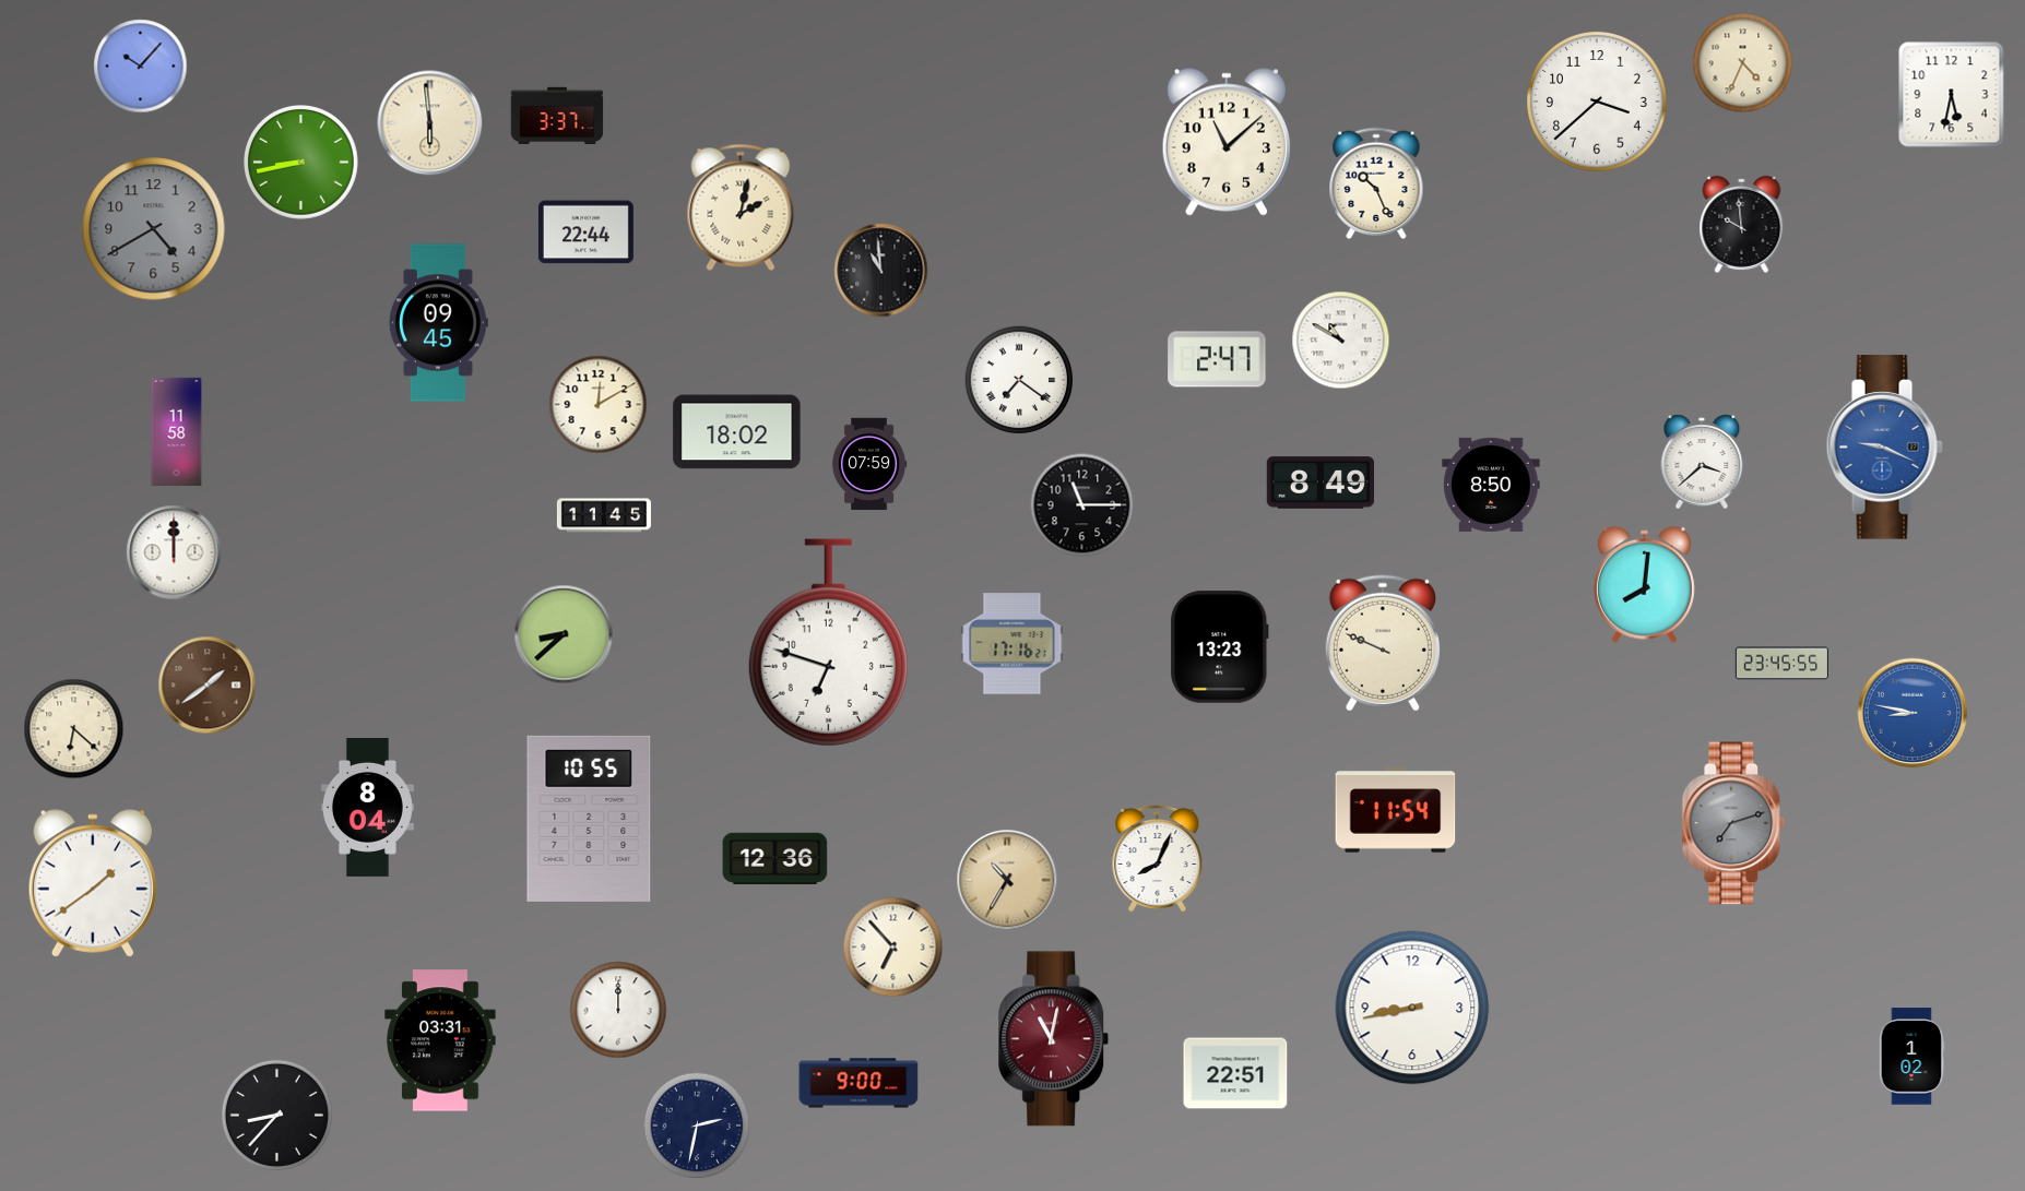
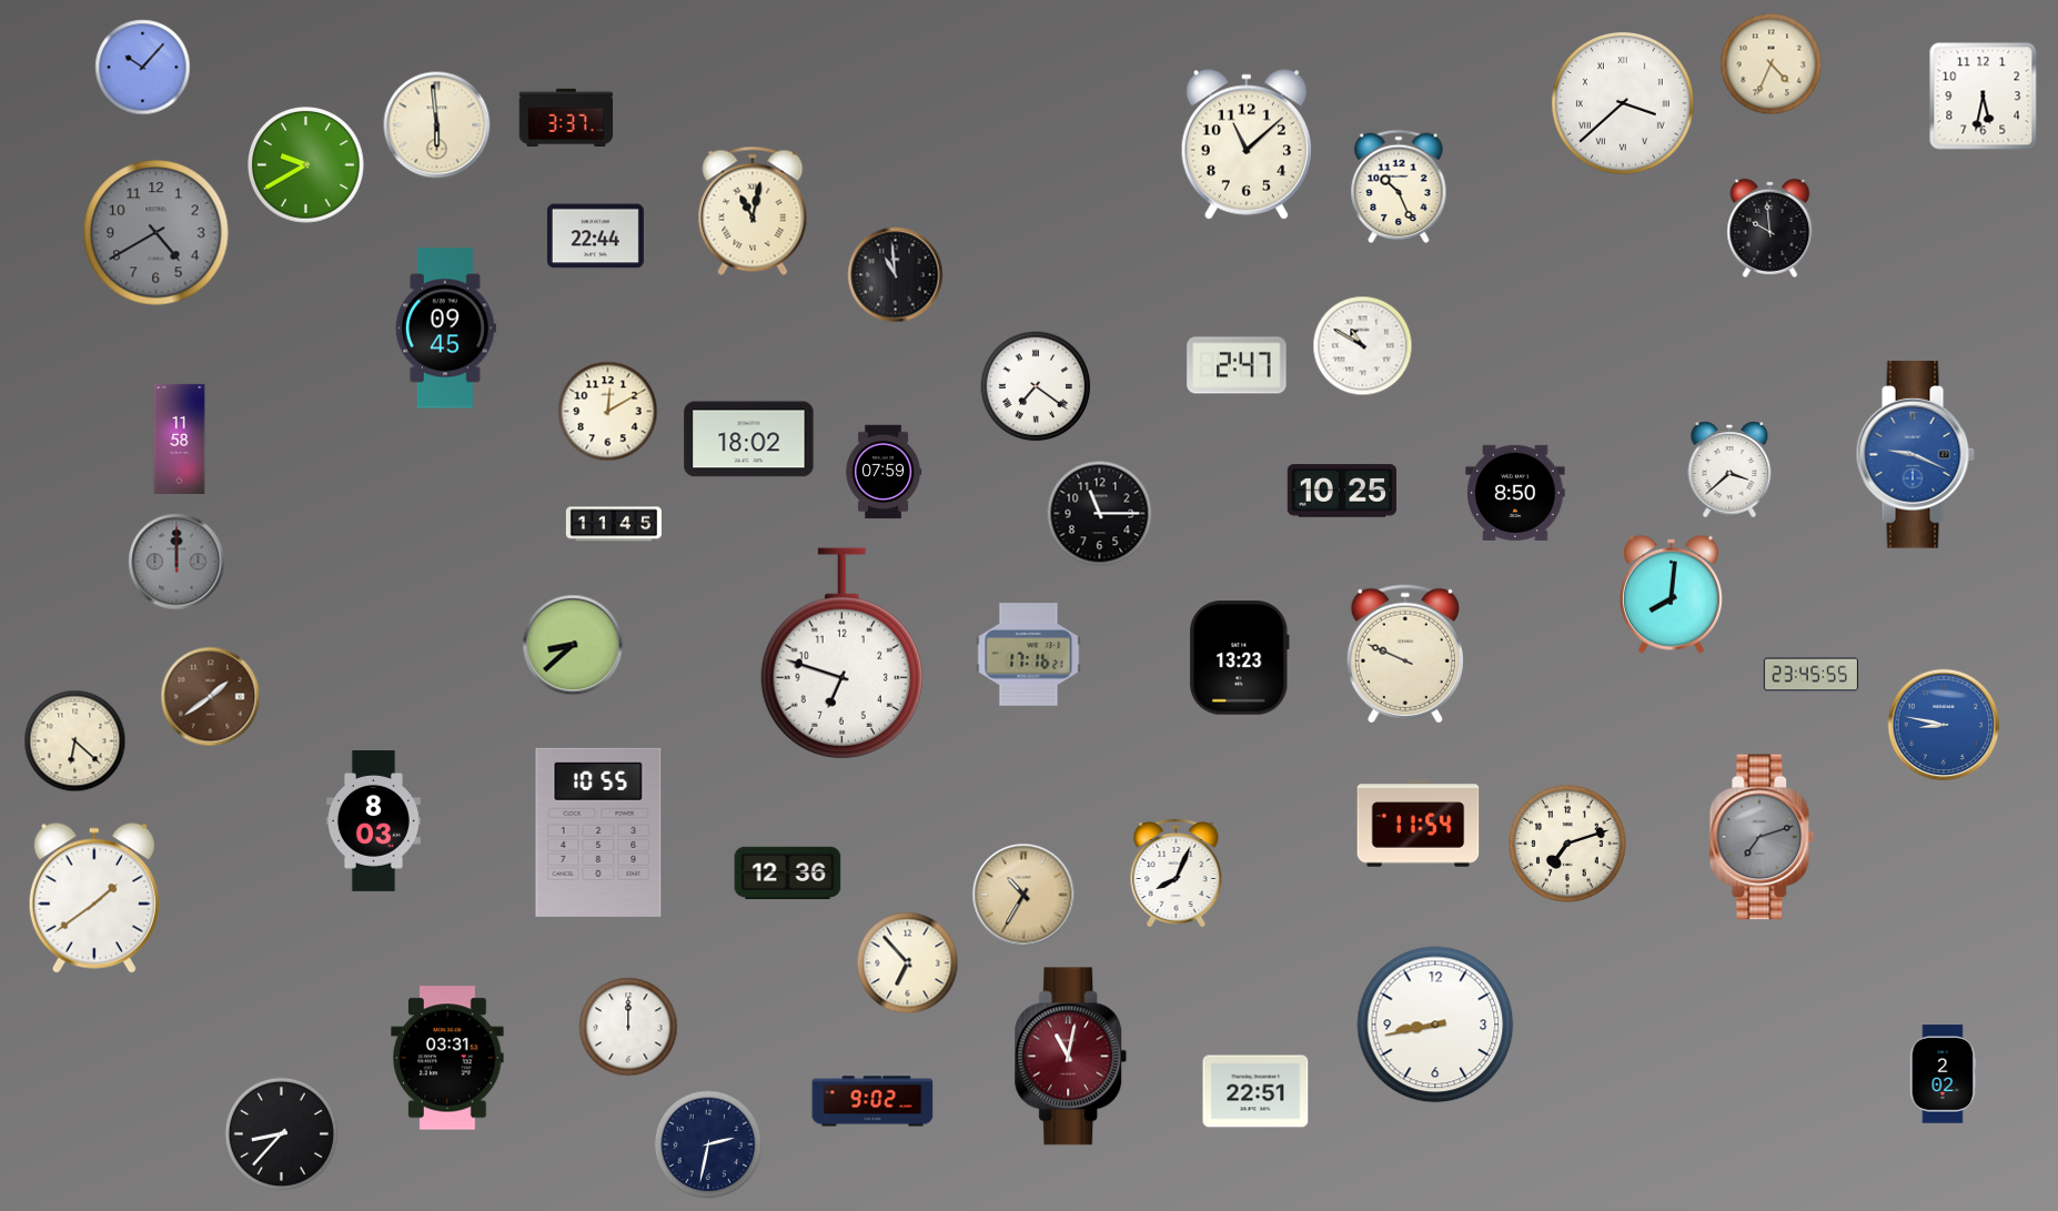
clock at (1598, 103) numerals: Arabic -> Roman
clock at (301, 163): 8:43 -> 9:40
clock at (741, 207): 2:02 -> 11:02
clock at (1319, 483): 8:49 -> 10:25
clock at (174, 552) dial: white -> grey
clock at (367, 807): 8:04 -> 8:03
clock at (1567, 844): none -> 7:12
clock at (1911, 1057): 1:02 -> 2:02
clock at (858, 1083): 9:00 -> 9:02
